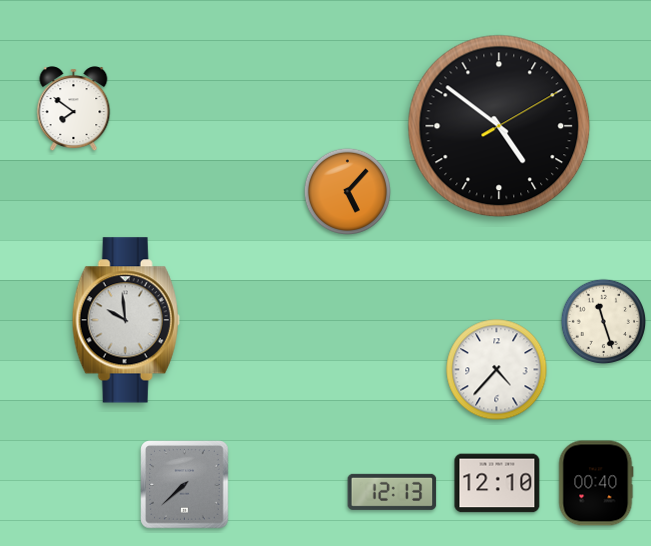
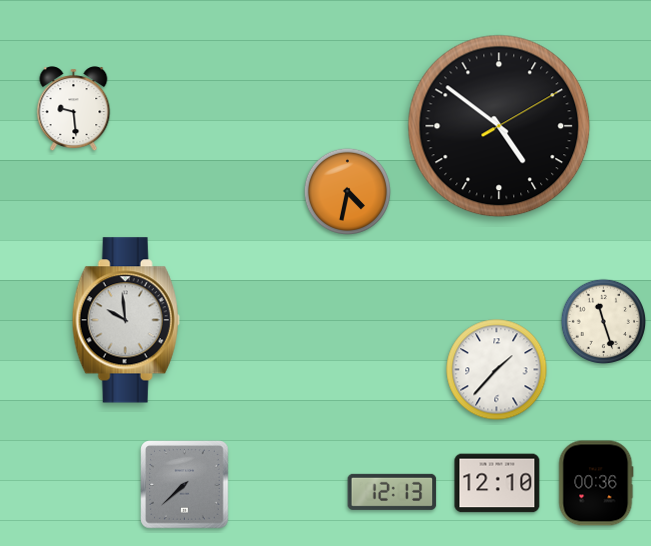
clock at (74, 109): 7:51 -> 9:29
clock at (347, 191): 5:07 -> 4:32
clock at (497, 370): 4:37 -> 1:37
clock at (596, 483): 00:40 -> 00:36
